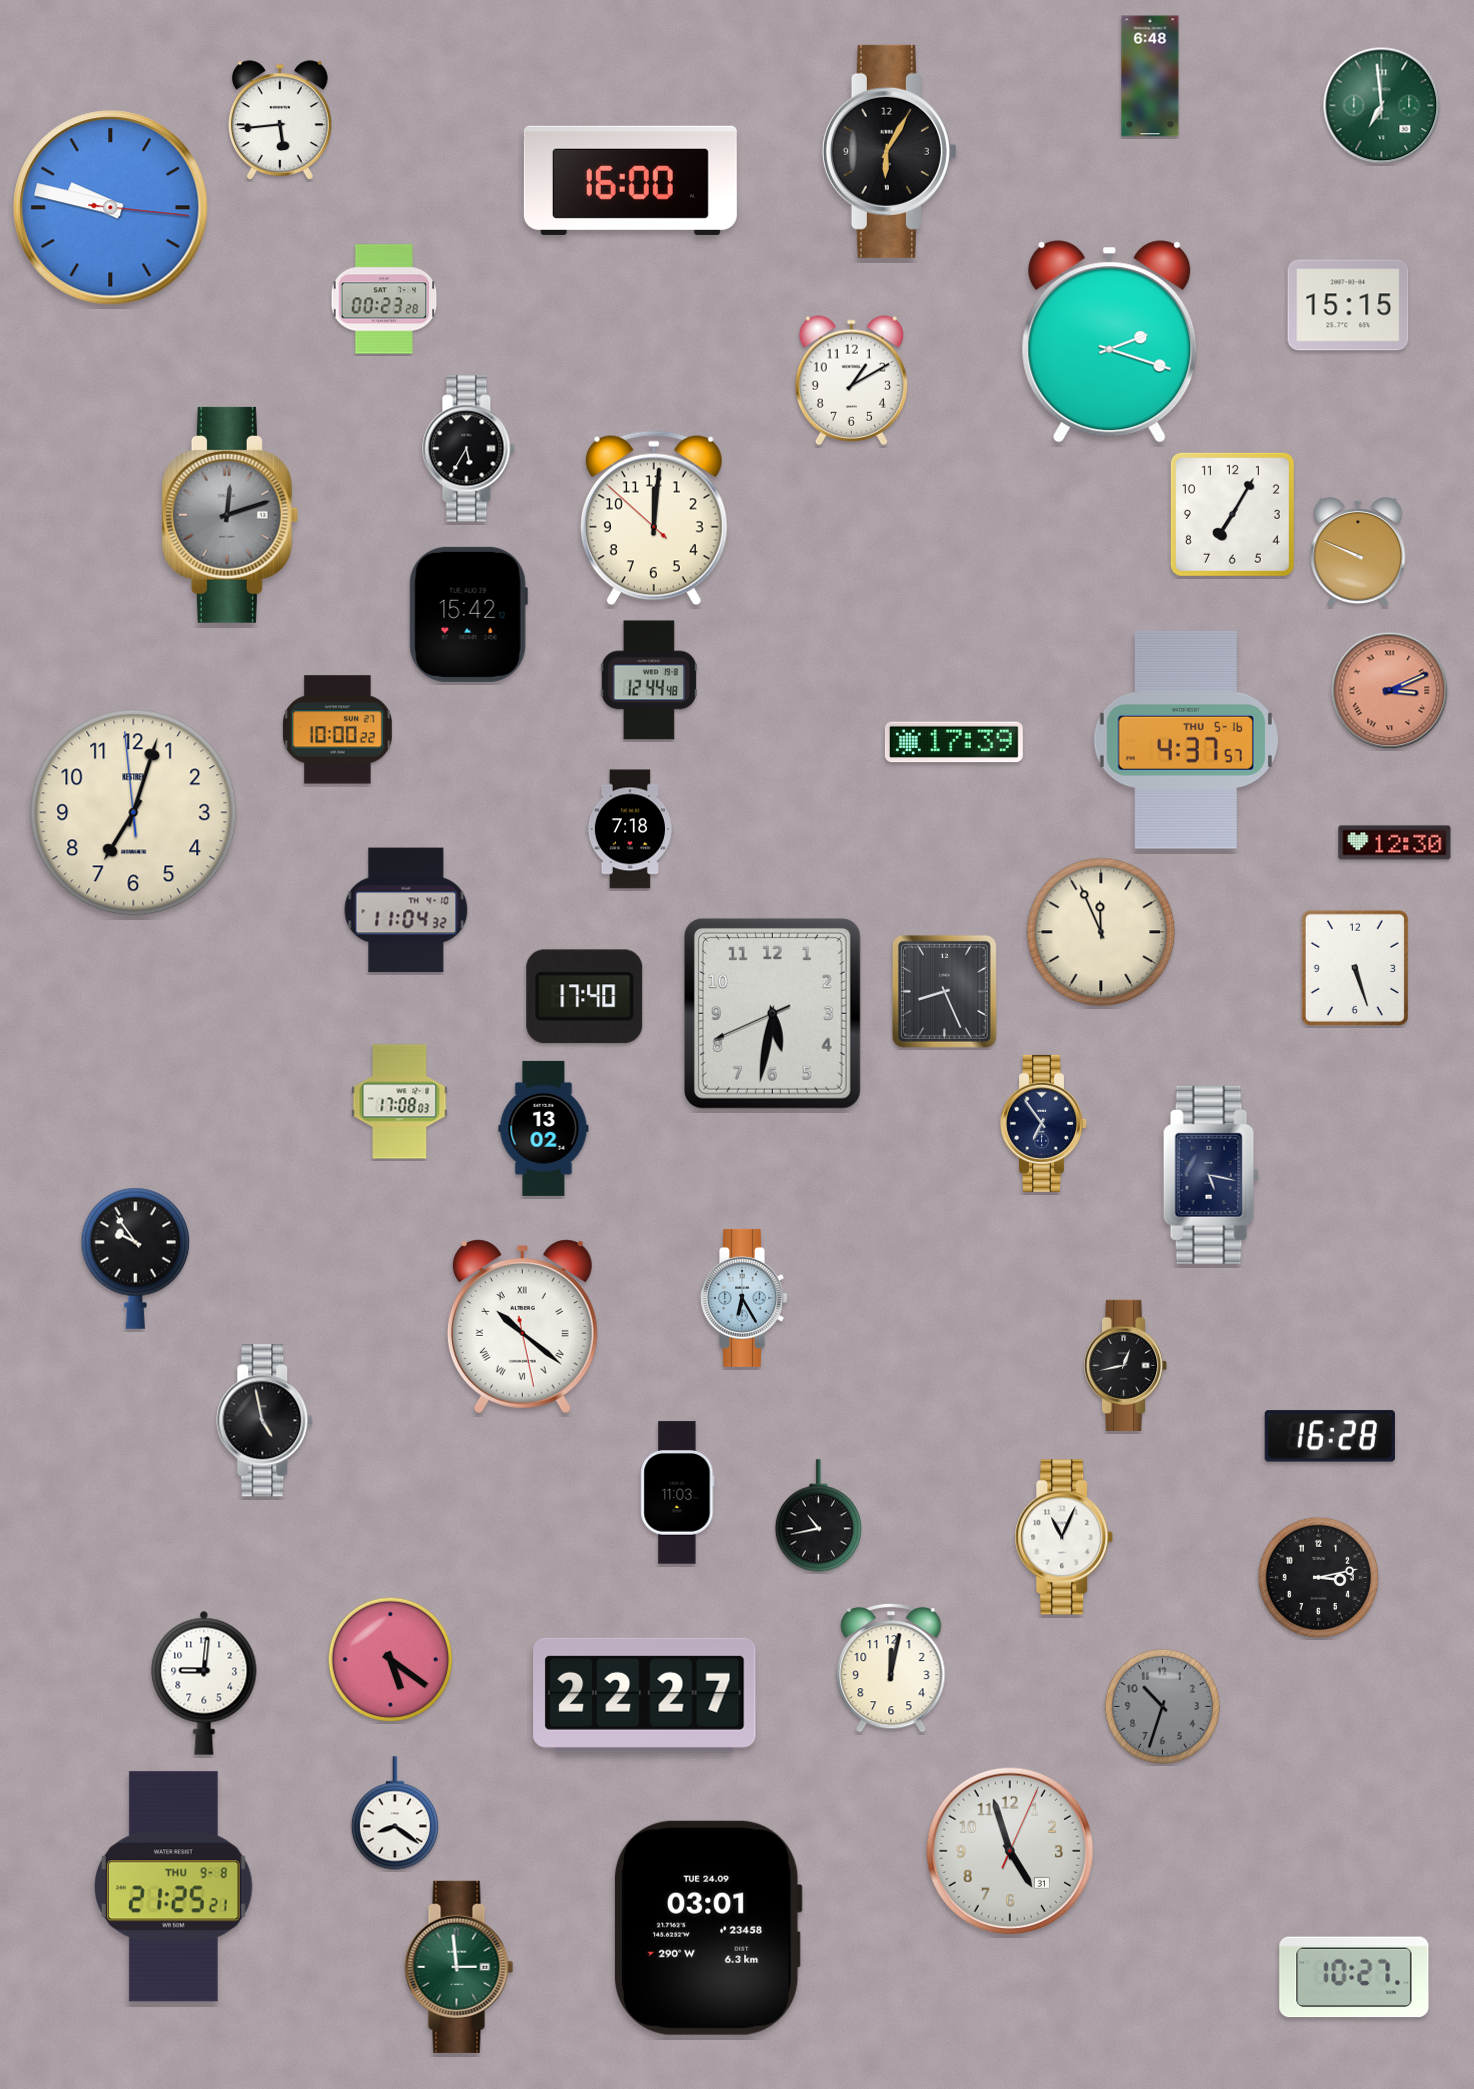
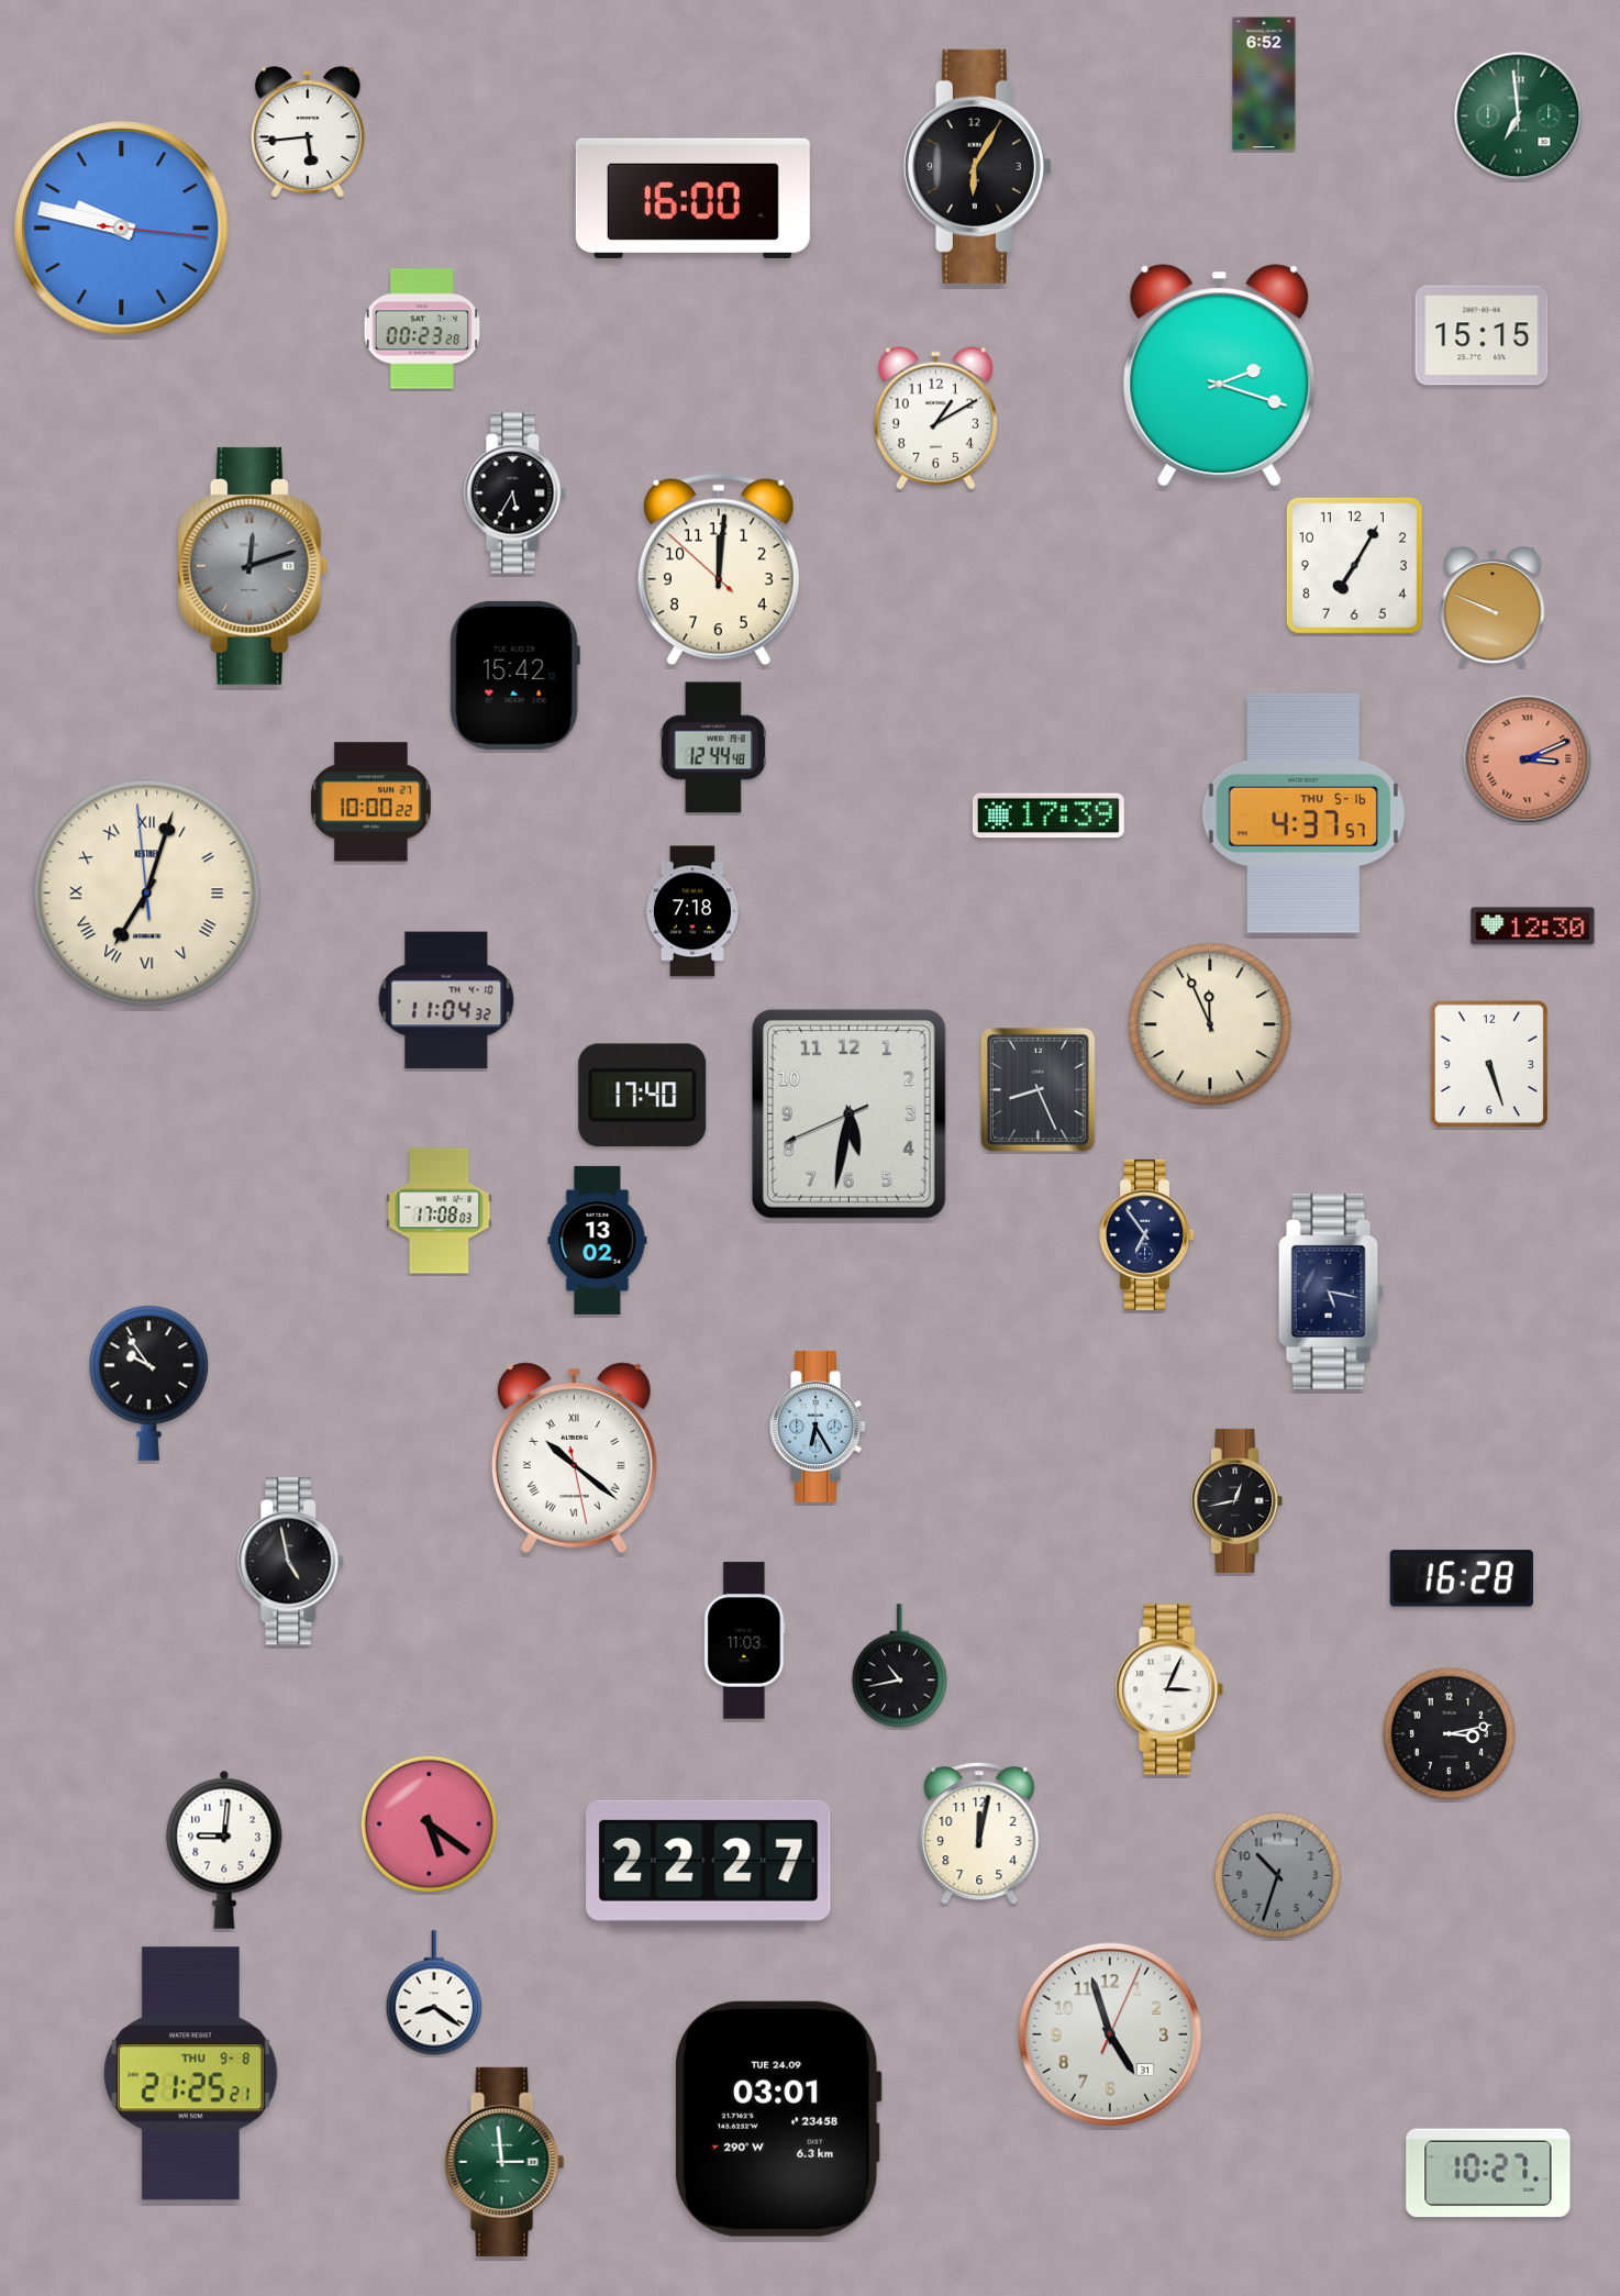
clock at (1150, 76): 6:48 -> 6:52
clock at (134, 813) numerals: Arabic -> Roman
clock at (1064, 1537): 11:04 -> 3:04
